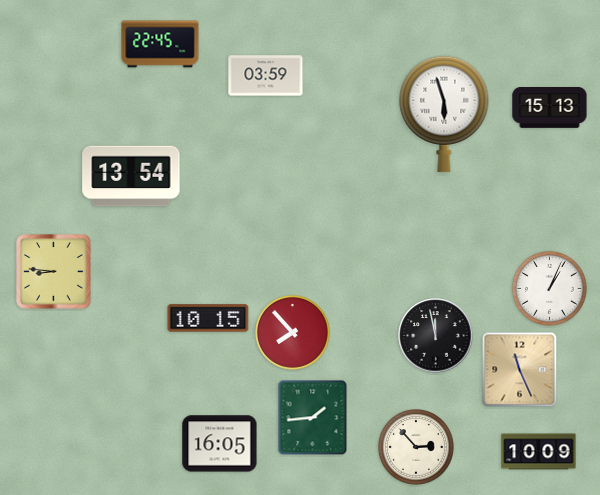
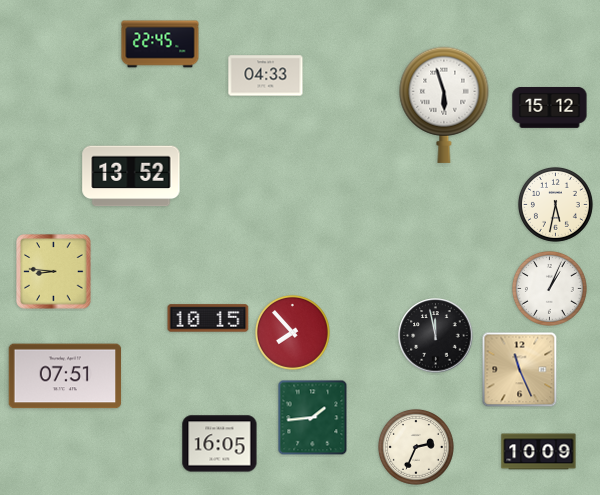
clock at (266, 76): 03:59 -> 04:33
clock at (550, 108): 15:13 -> 15:12
clock at (444, 114) position: (444, 114) -> (444, 105)
clock at (131, 176): 13:54 -> 13:52
clock at (555, 204): none -> 5:32
clock at (65, 376): none -> 07:51
clock at (416, 447): 2:53 -> 2:34
